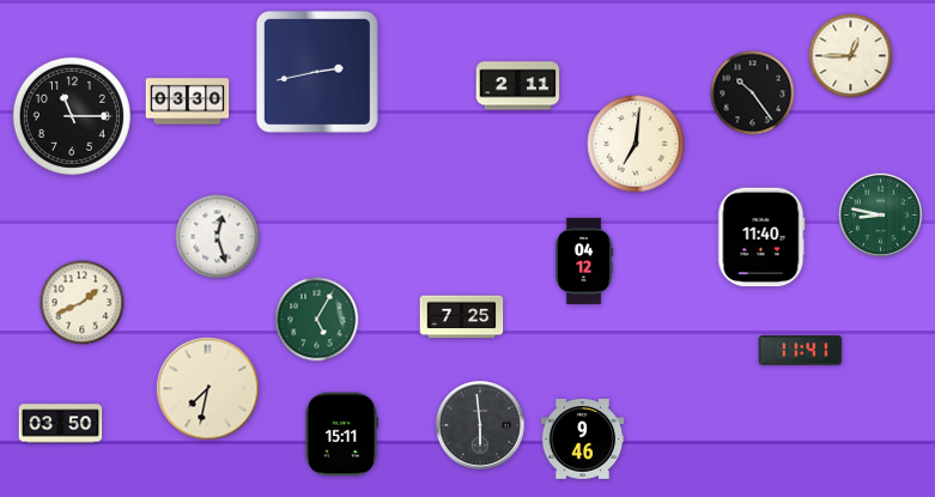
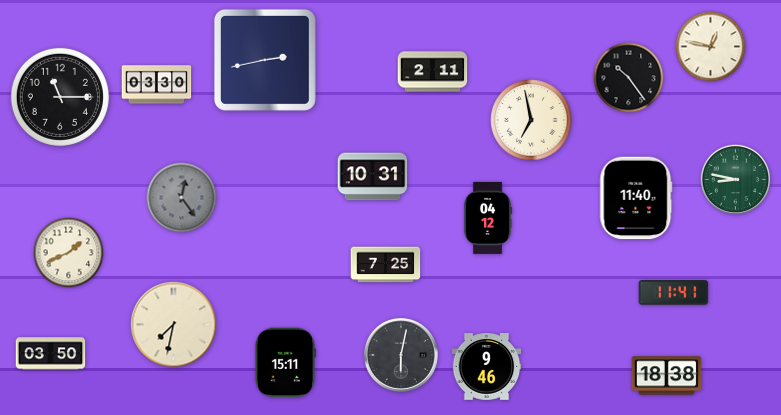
clock at (851, 56): 12:45 -> 12:47
clock at (636, 144): 7:01 -> 6:58
clock at (373, 177): none -> 10:31
clock at (218, 237): 12:27 -> 12:24
clock at (218, 237) dial: white -> grey
clock at (317, 320): 5:05 -> none
clock at (801, 351) position: (801, 351) -> (674, 293)
clock at (480, 425): 5:59 -> 6:02
clock at (667, 376): none -> 18:38
